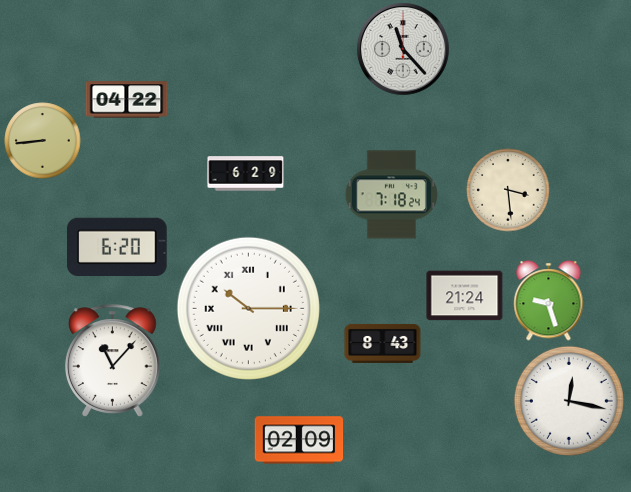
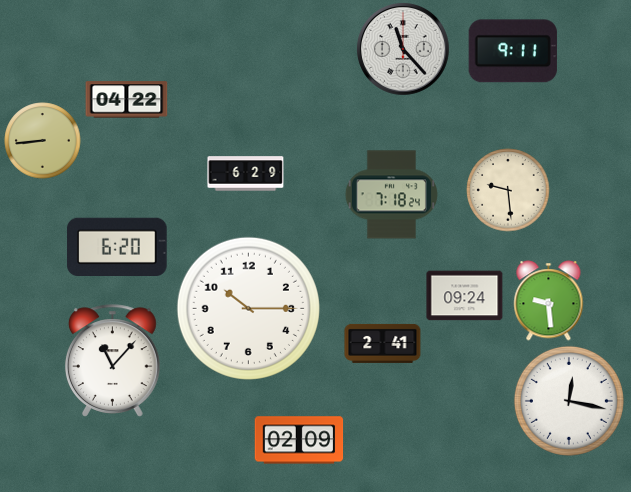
clock at (513, 51): none -> 9:11
clock at (508, 190): 3:29 -> 9:29
clock at (465, 296): 21:24 -> 09:24
clock at (549, 301): 9:27 -> 9:29
clock at (248, 308) numerals: Roman -> Arabic
clock at (383, 343): 8:43 -> 2:41
